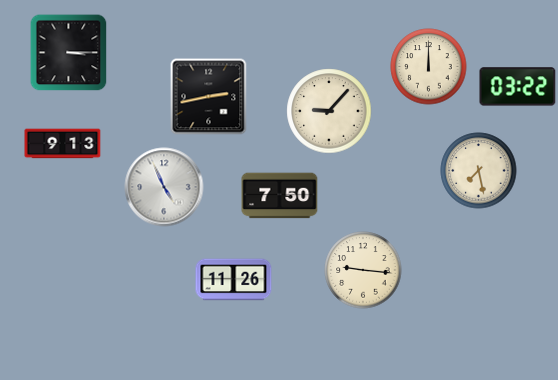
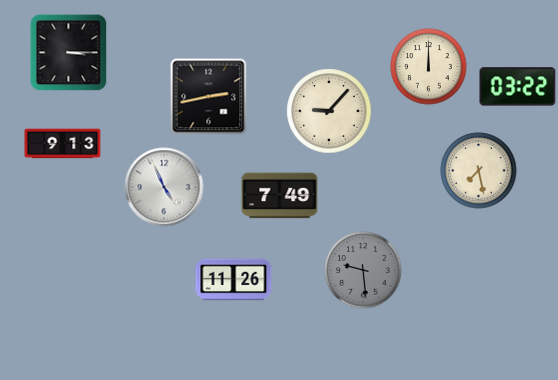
clock at (280, 196): 7:50 -> 7:49
clock at (363, 270): 9:16 -> 9:29
clock at (363, 270) dial: cream -> grey
